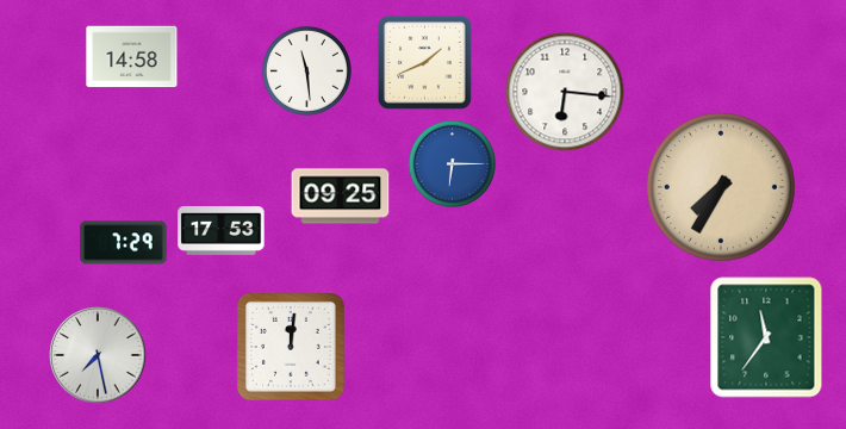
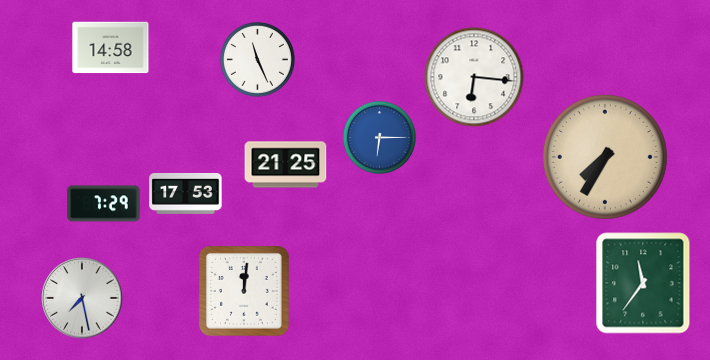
clock at (424, 62): 1:41 -> none
clock at (306, 70): 11:29 -> 11:26
clock at (341, 197): 09:25 -> 21:25
